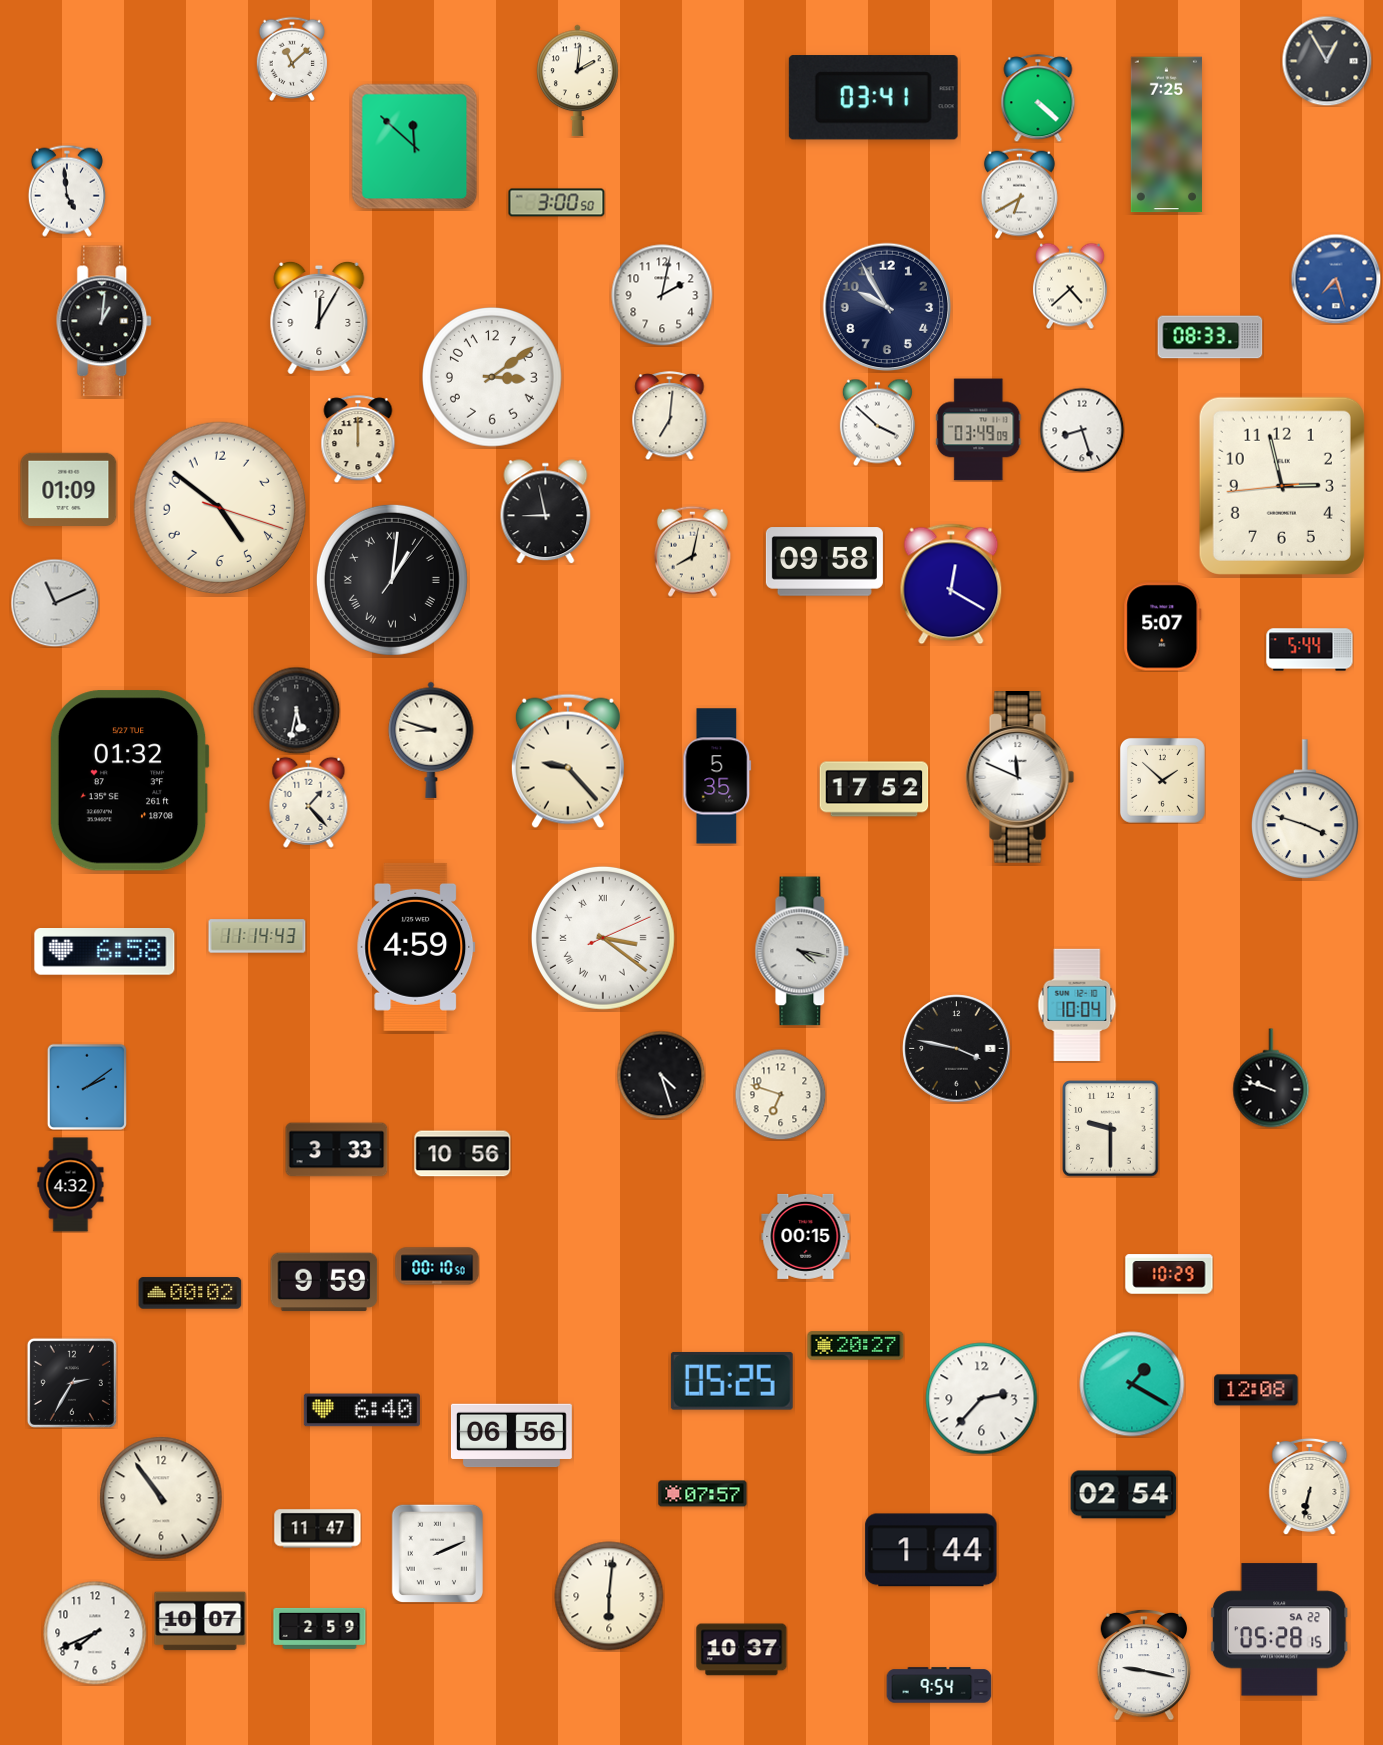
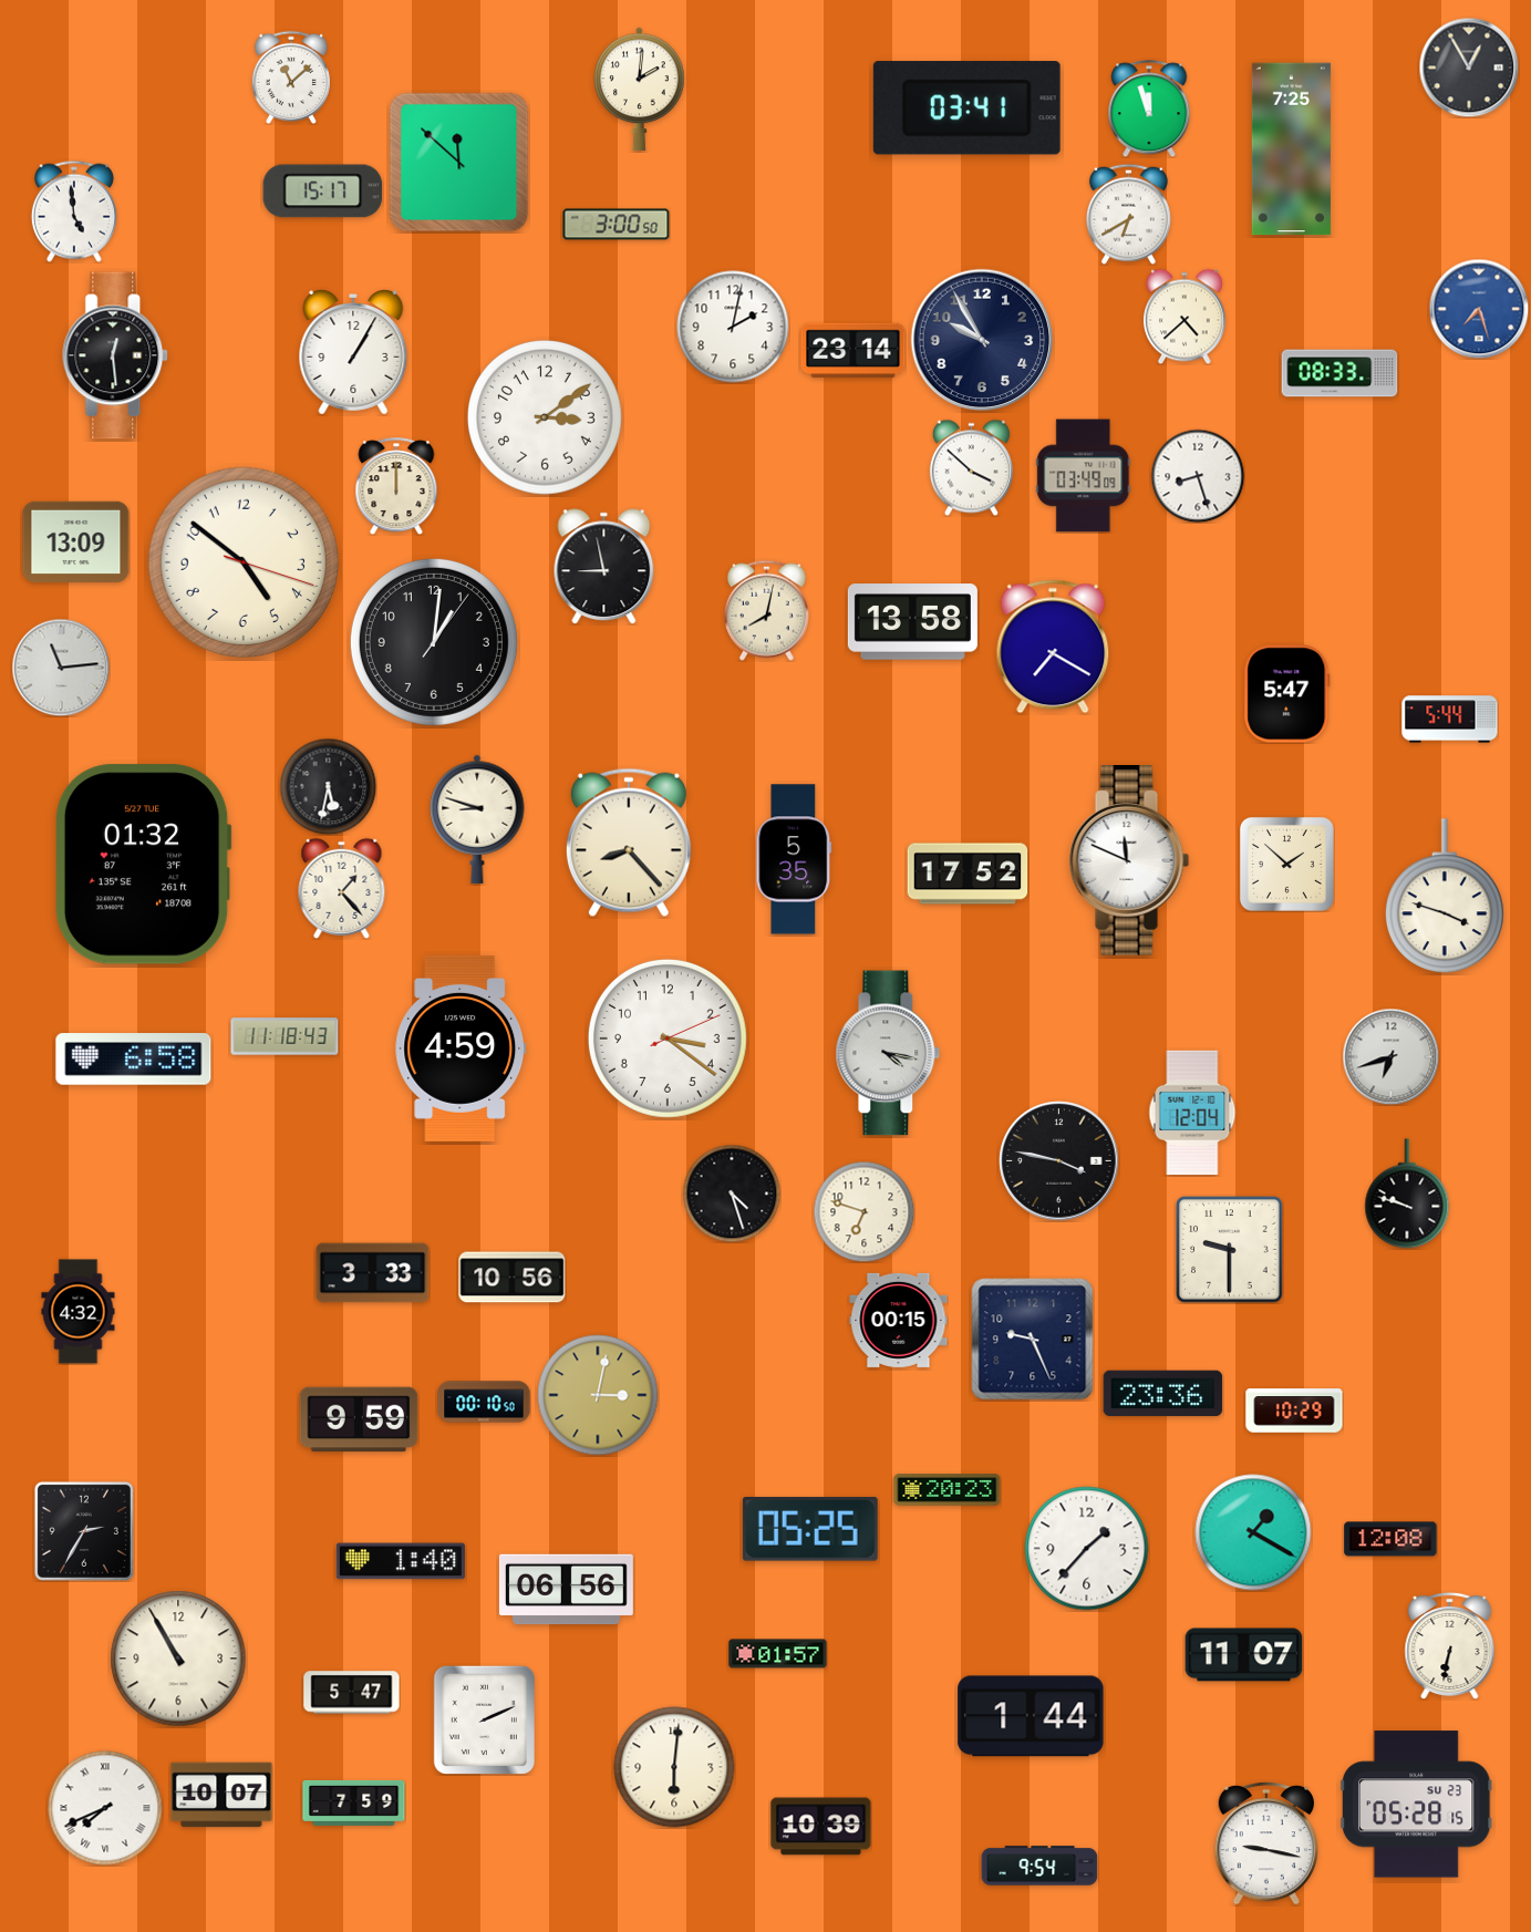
clock at (291, 59) position: (291, 59) -> (290, 78)
clock at (1038, 98): 4:22 -> 11:57
clock at (323, 192): none -> 15:17
clock at (854, 351): none -> 23:14
clock at (319, 318): 12:05 -> 1:05
clock at (105, 321): 1:01 -> 12:29
clock at (670, 416): 7:01 -> none
clock at (1282, 486): 2:57 -> none
clock at (69, 489): 01:09 -> 13:09
clock at (824, 562): 09:58 -> 13:58
clock at (392, 580) numerals: Roman -> Arabic
clock at (951, 584): 12:20 -> 7:20
clock at (55, 603): 11:11 -> 11:14
clock at (1163, 627): 5:07 -> 5:47
clock at (568, 761): 9:23 -> 8:23
clock at (257, 936): 11:14 -> 11:18
clock at (603, 938) numerals: Roman -> Arabic
clock at (105, 952) position: (105, 952) -> (134, 1060)
clock at (1390, 1056): none -> 6:42
clock at (1077, 1004): 10:04 -> 12:04
clock at (661, 1075) position: (661, 1075) -> (732, 1194)
clock at (87, 1087): 2:09 -> none
clock at (1033, 1340): none -> 9:26
clock at (806, 1236) position: (806, 1236) -> (899, 1320)
clock at (1163, 1394): none -> 23:36
clock at (598, 1395): none -> 3:02
clock at (190, 1293): 00:02 -> none
clock at (856, 1346): 20:27 -> 20:23
clock at (72, 1383) position: (72, 1383) -> (84, 1531)
clock at (982, 1399): 2:37 -> 1:37
clock at (362, 1410): 6:40 -> 1:40
clock at (703, 1494): 07:57 -> 01:57
clock at (1124, 1495): 02:54 -> 11:07
clock at (161, 1498): 10:54 -> 10:55
clock at (318, 1529): 11:47 -> 5:47
clock at (320, 1628): 2:59 -> 7:59
clock at (1279, 1630) date: SA 22 -> SU 23
clock at (95, 1633) numerals: Arabic -> Roman
clock at (742, 1650): 10:37 -> 10:39
